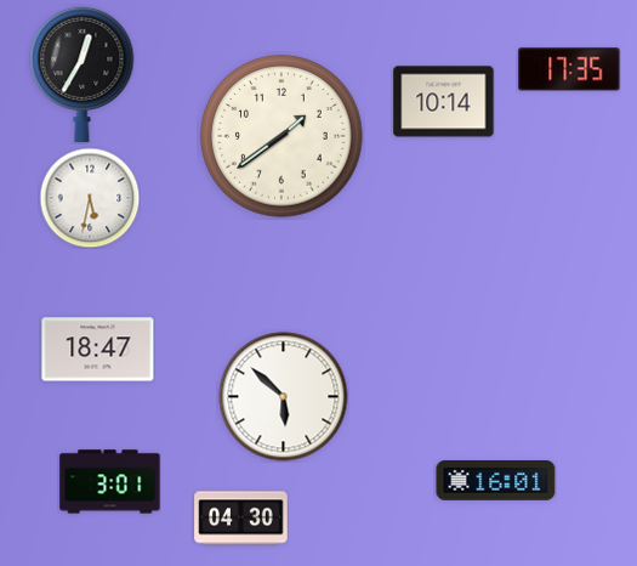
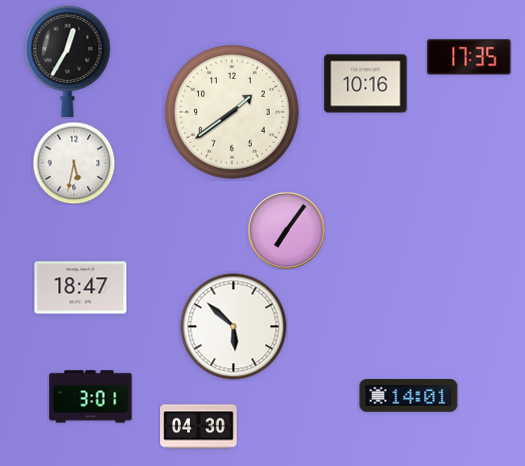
clock at (444, 102): 10:14 -> 10:16
clock at (286, 230): none -> 7:06
clock at (496, 481): 16:01 -> 14:01
